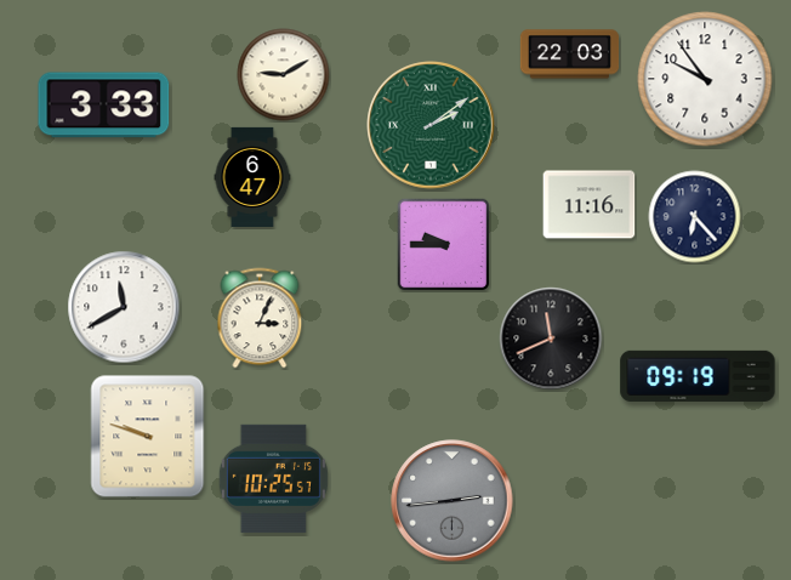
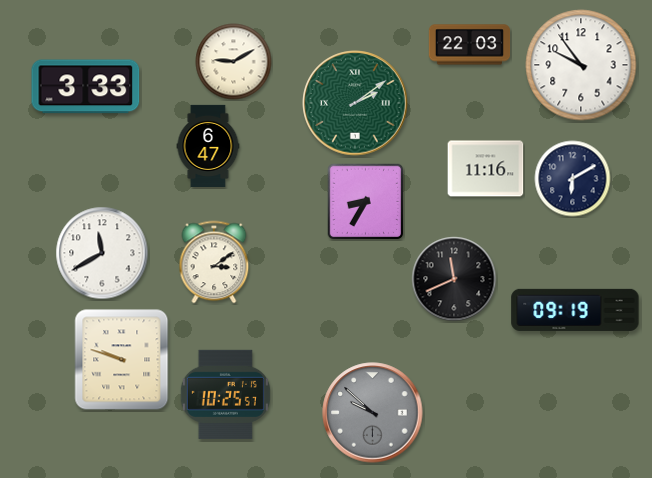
clock at (695, 217): 6:23 -> 6:10
clock at (443, 244): 9:45 -> 8:35
clock at (260, 318): 3:04 -> 3:09
clock at (453, 501): 2:44 -> 9:52
